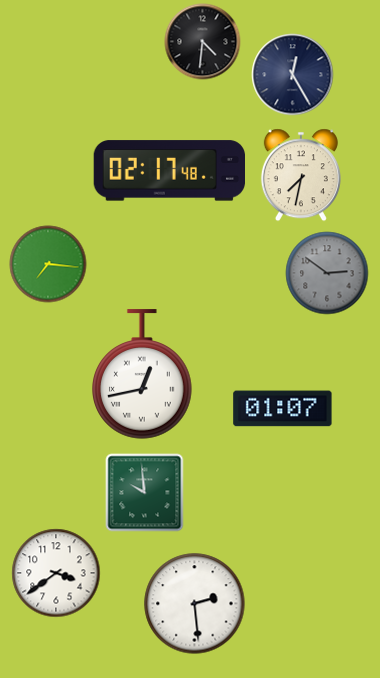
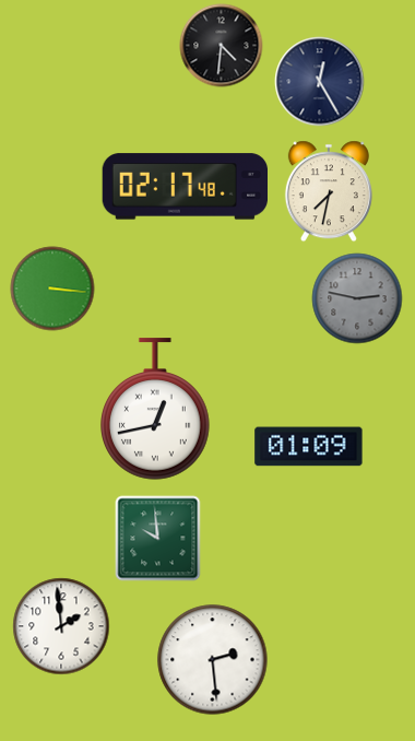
clock at (48, 264): 7:16 -> 3:16
clock at (327, 273): 2:51 -> 2:47
clock at (283, 409): 01:07 -> 01:09
clock at (56, 573): 3:39 -> 1:59
